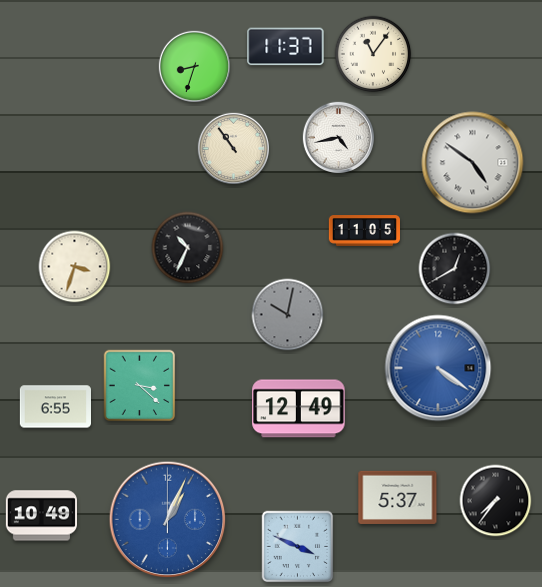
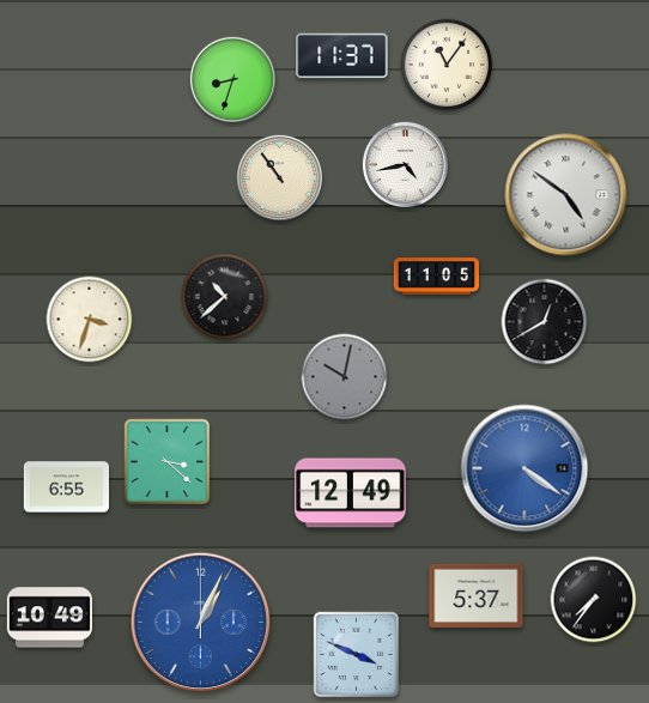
clock at (188, 248): 10:34 -> 10:38
clock at (438, 368) position: (438, 368) -> (524, 468)
clock at (299, 409) position: (299, 409) -> (351, 493)
